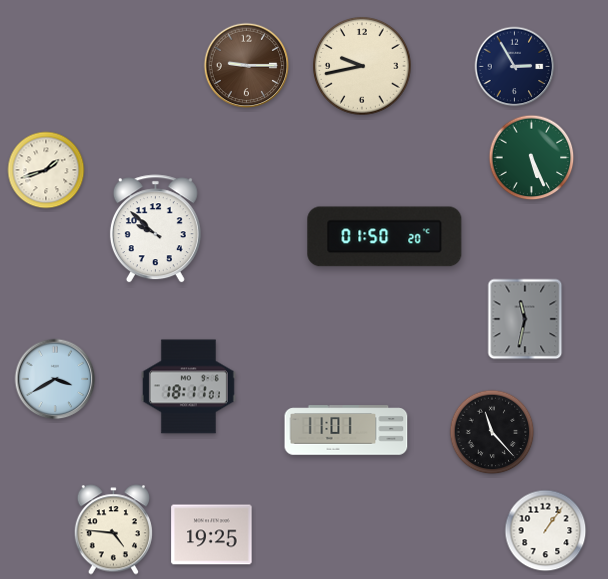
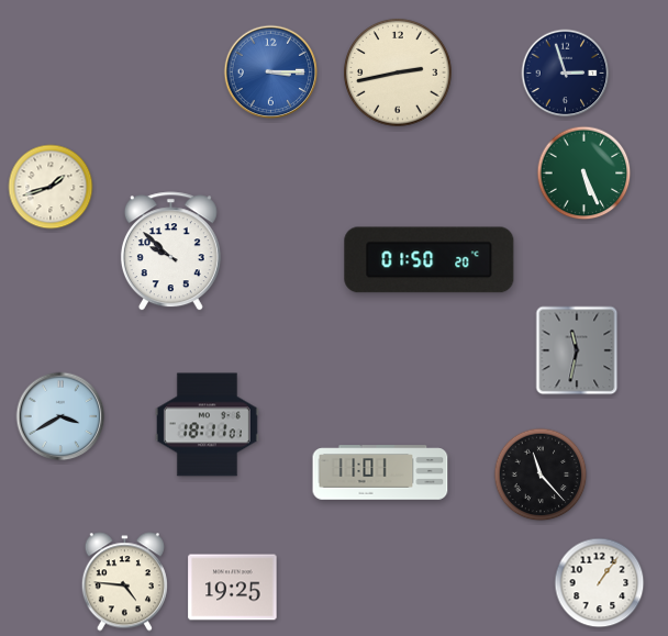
clock at (247, 66): 9:15 -> 3:15
clock at (247, 66) dial: brown -> blue
clock at (362, 66): 9:43 -> 2:43
clock at (515, 67): 2:55 -> 2:57
clock at (385, 237) position: (385, 237) -> (430, 260)
